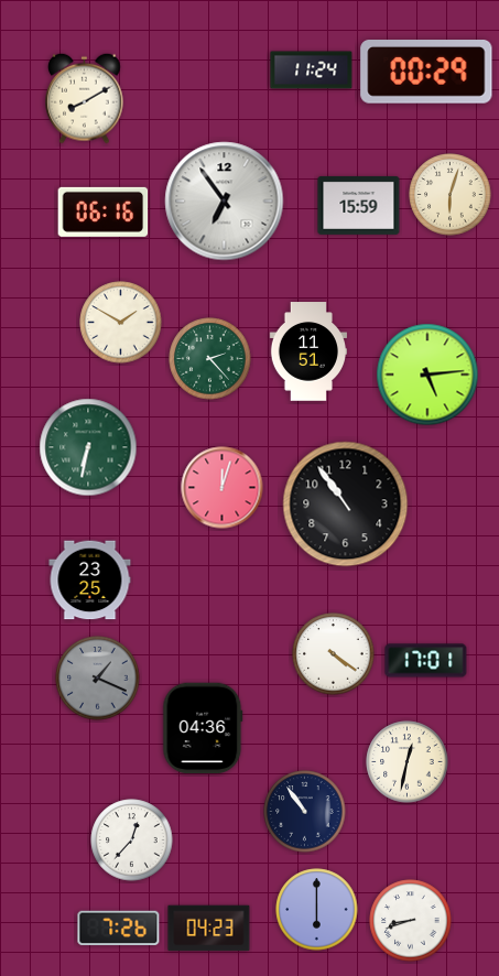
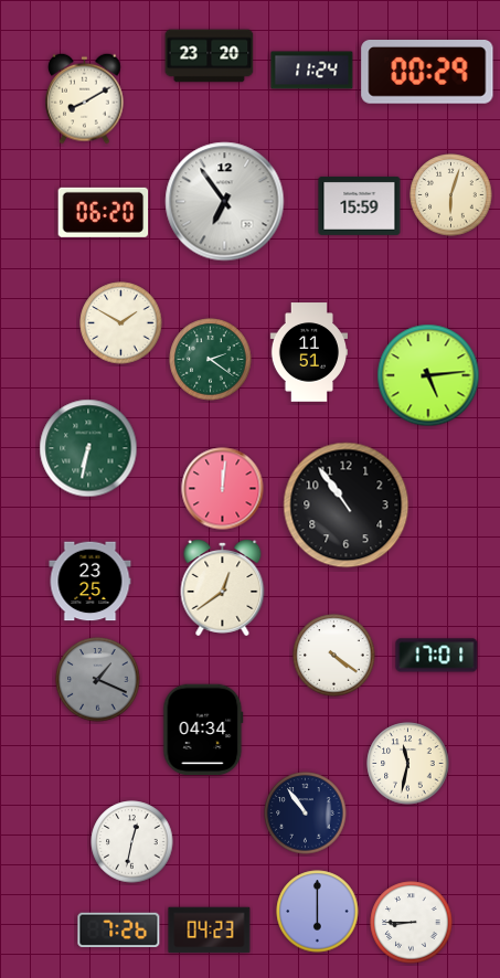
clock at (210, 56): none -> 23:20
clock at (104, 212): 06:16 -> 06:20
clock at (210, 359): 2:23 -> 2:21
clock at (223, 488): 12:03 -> 12:01
clock at (223, 587): none -> 12:39
clock at (426, 661) position: (426, 661) -> (437, 656)
clock at (203, 728): 04:36 -> 04:34
clock at (408, 762): 12:32 -> 11:32
clock at (132, 841): 12:37 -> 12:32
clock at (411, 921): 8:42 -> 8:45
